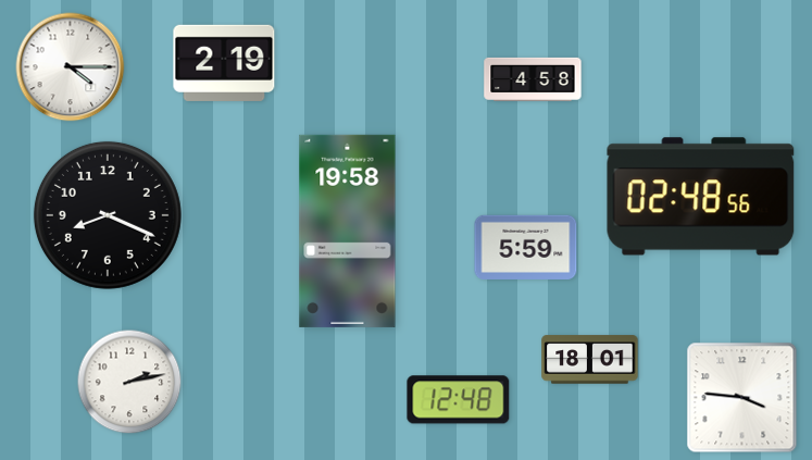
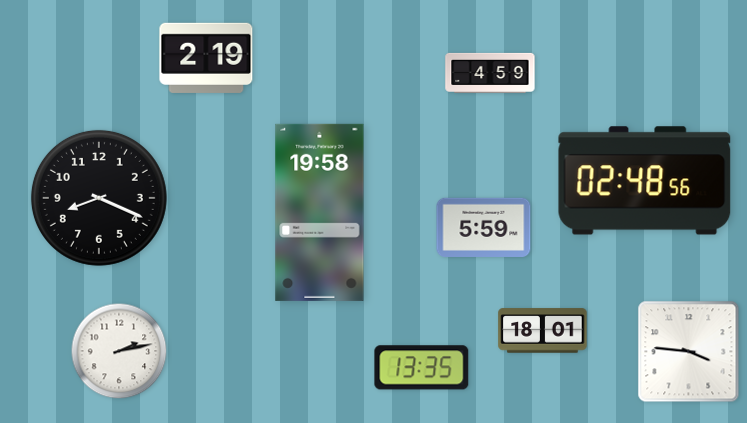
clock at (71, 67): 4:15 -> none
clock at (533, 79): 4:58 -> 4:59
clock at (742, 398) position: (742, 398) -> (689, 352)
clock at (459, 400): 12:48 -> 13:35
